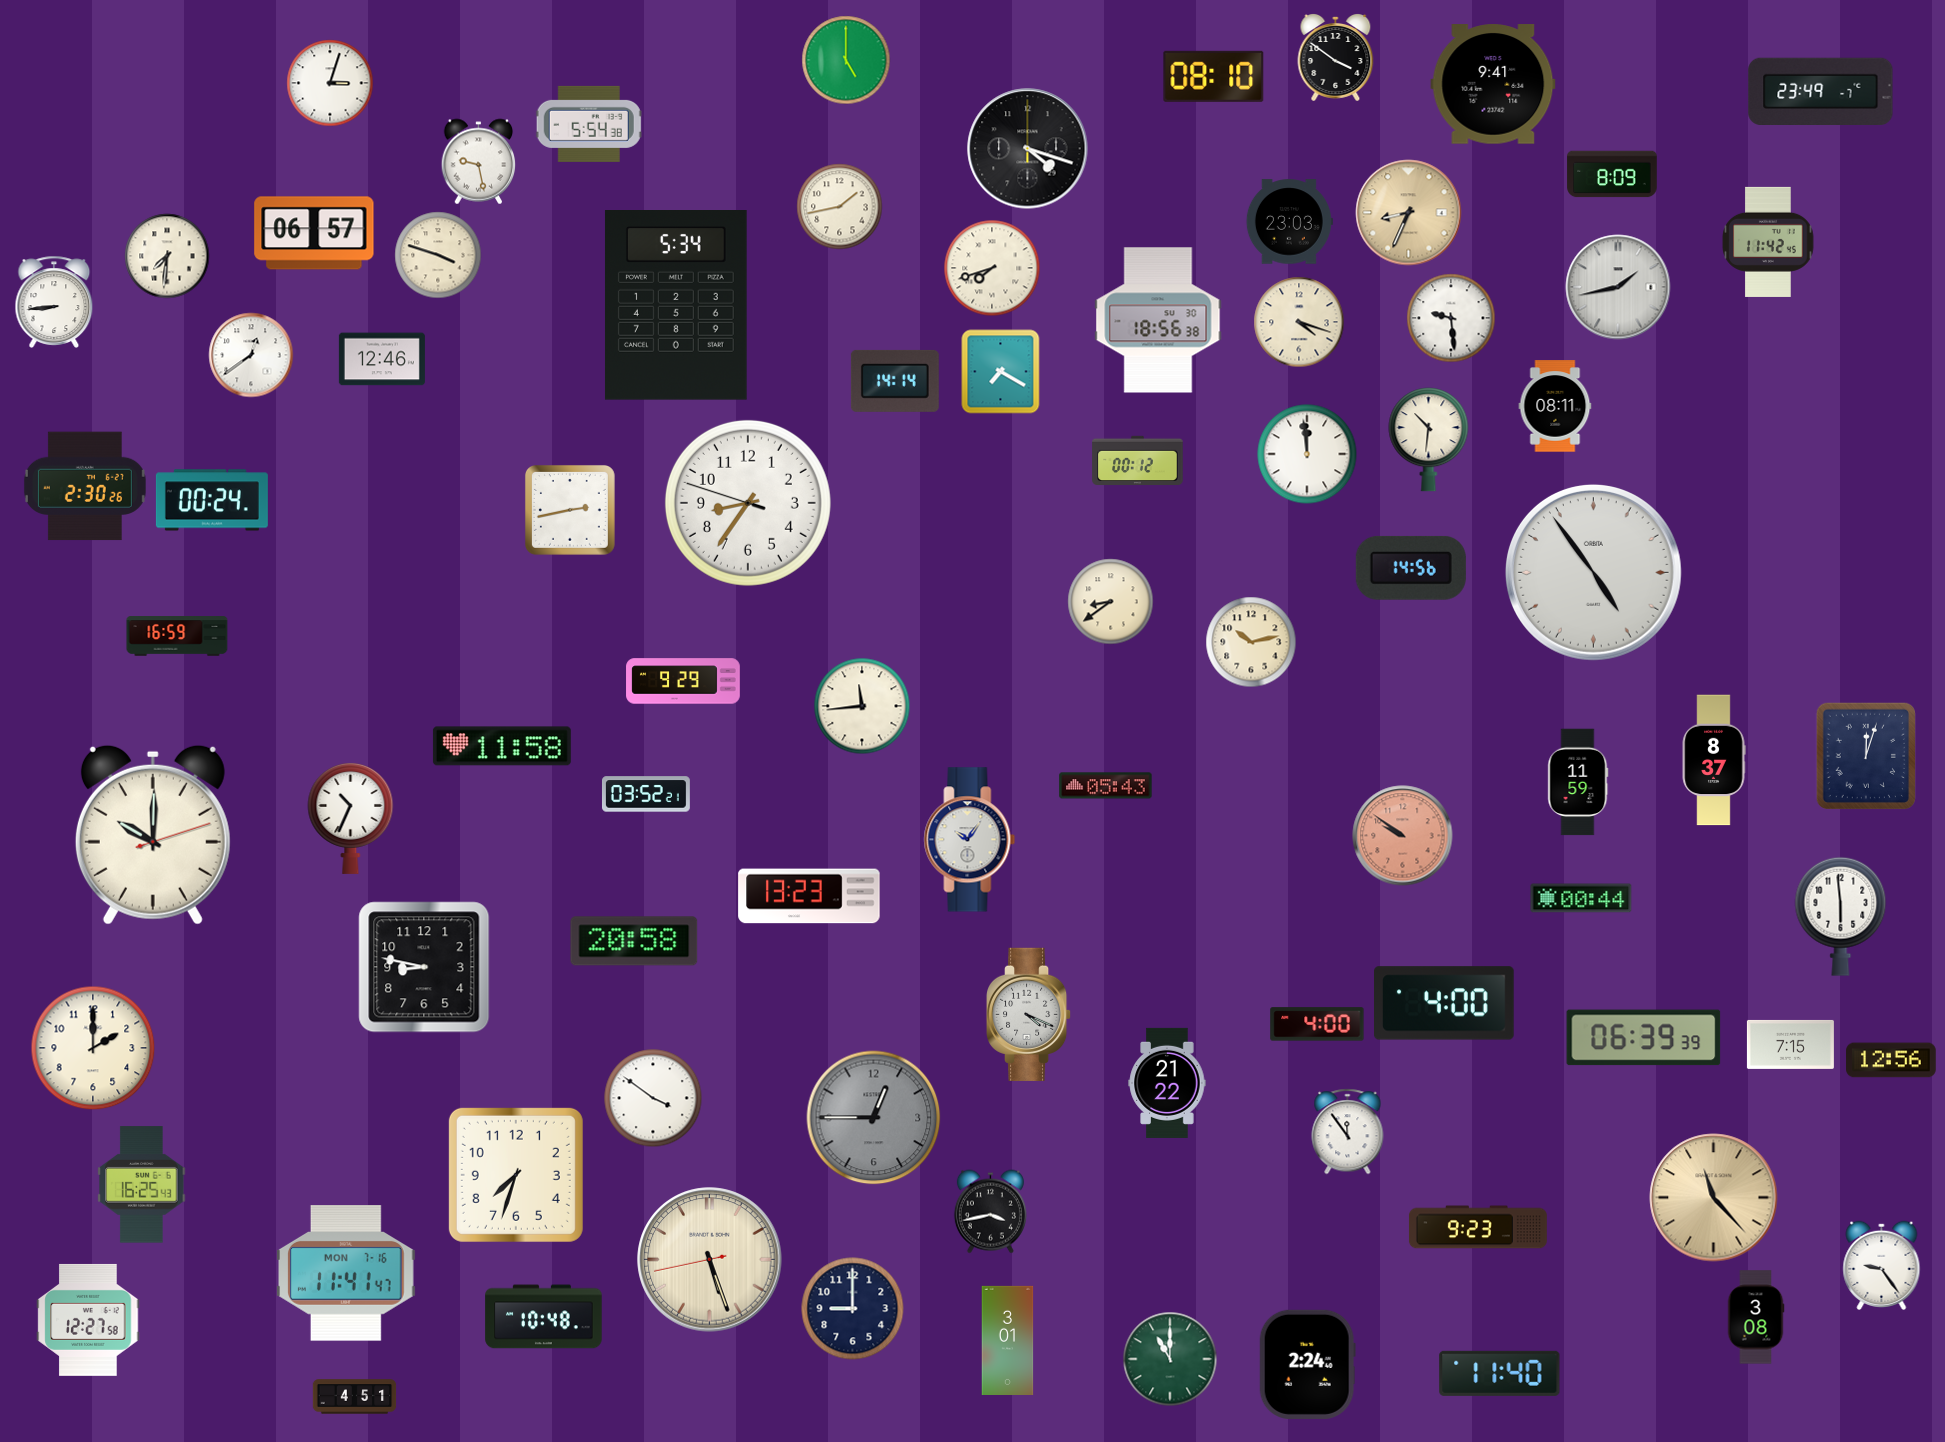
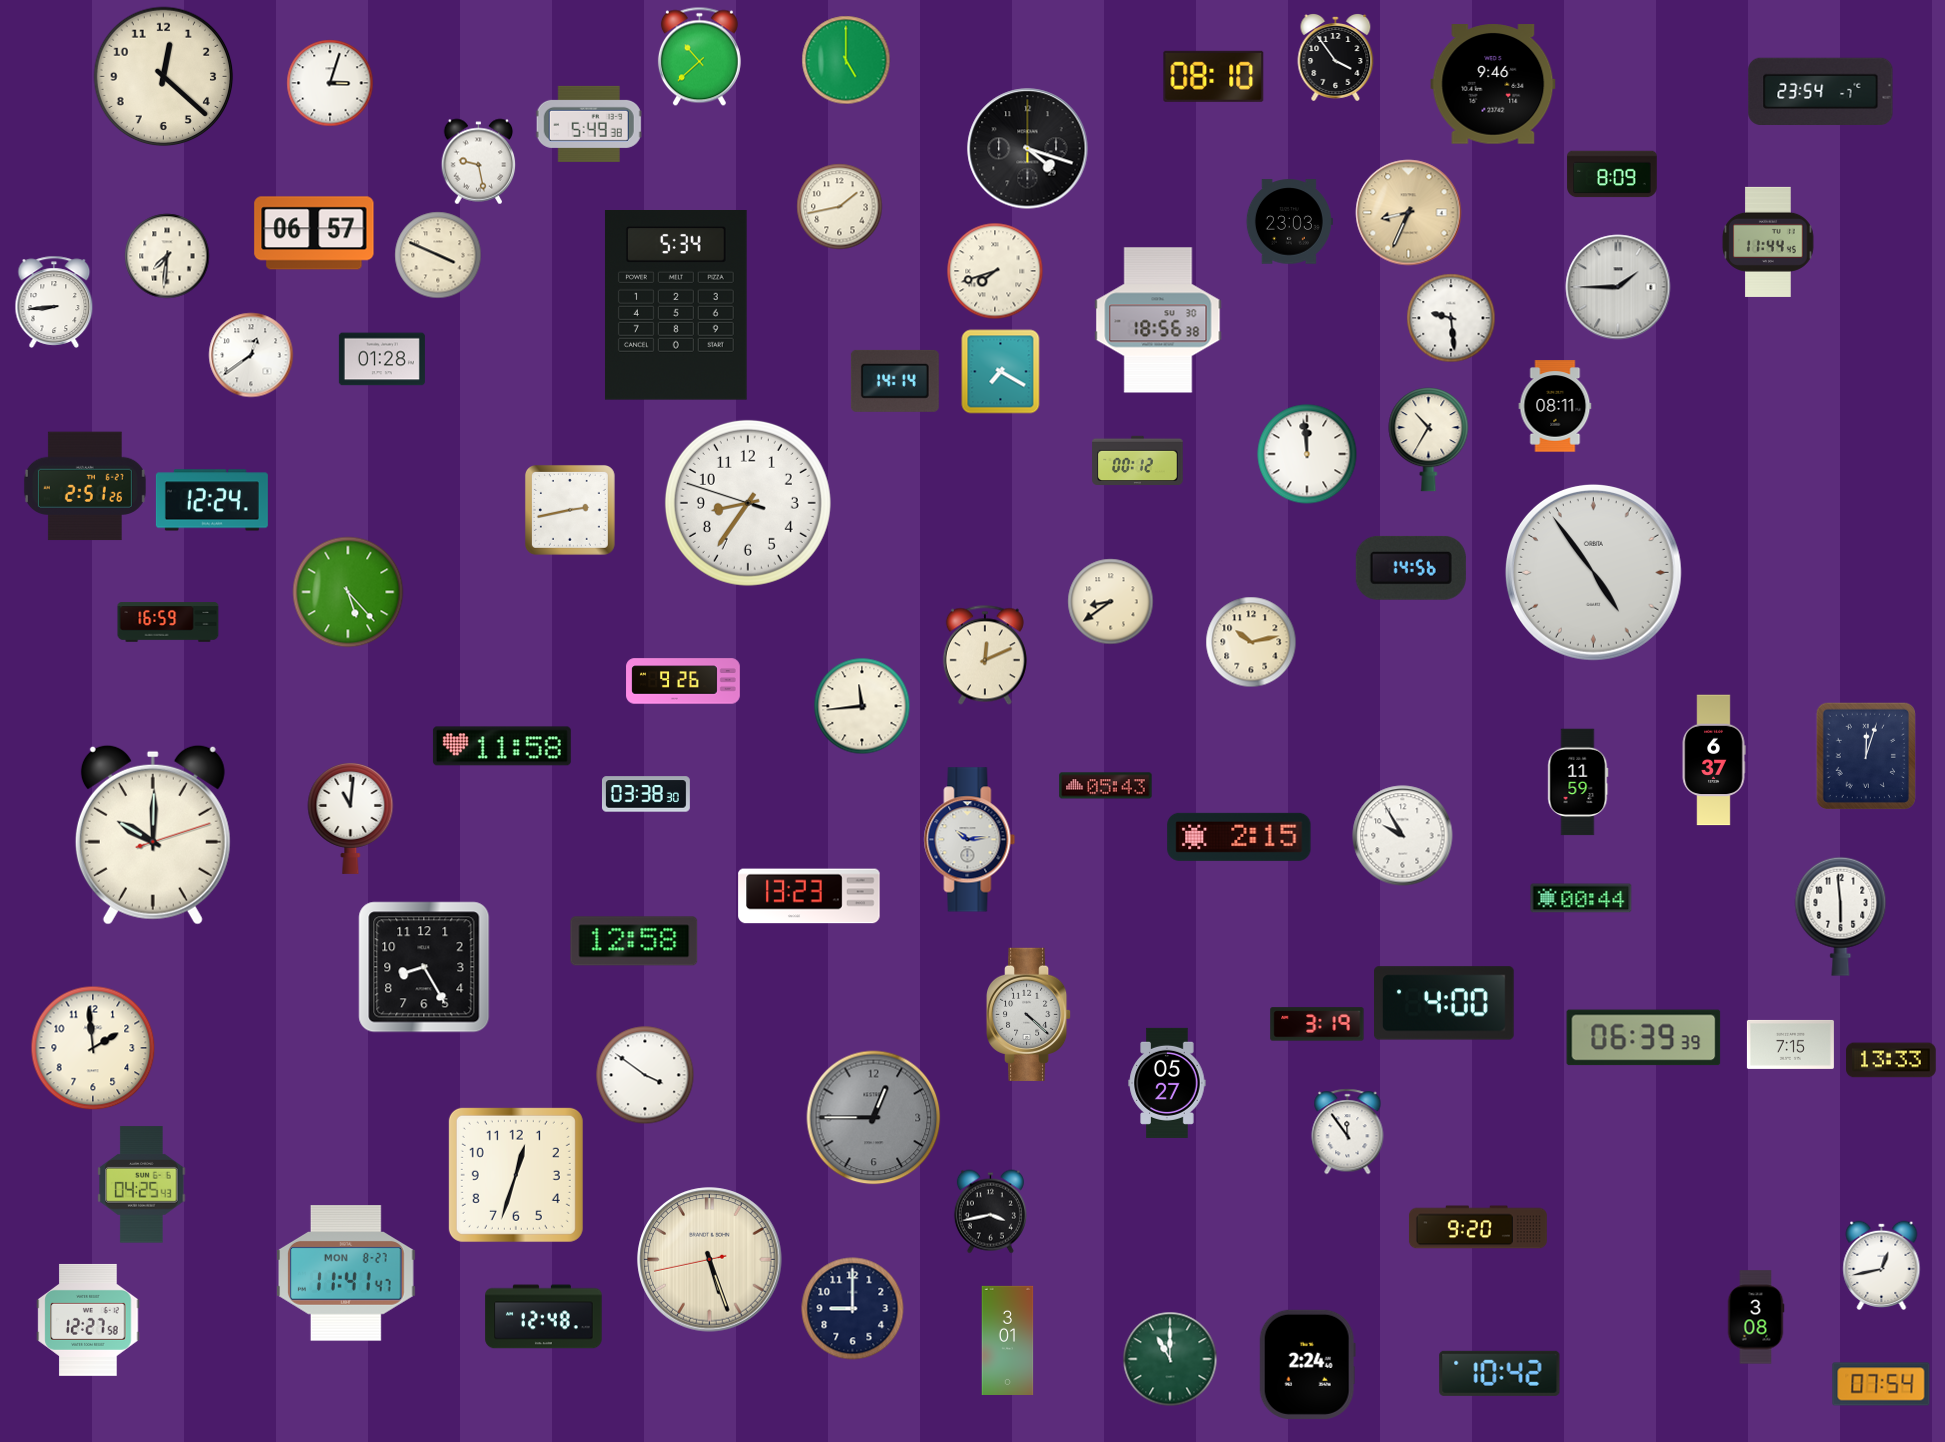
clock at (699, 57): none -> 10:38
clock at (1336, 58): 3:51 -> 3:54
clock at (164, 77): none -> 12:22
clock at (1493, 84): 9:41 -> 9:46
clock at (1821, 91): 23:49 -> 23:54
clock at (589, 124): 5:54 -> 5:49
clock at (1768, 242): 11:42 -> 11:44
clock at (438, 255): 3:48 -> 3:49
clock at (992, 268) position: (992, 268) -> (995, 271)
clock at (1618, 287): 1:43 -> 1:45
clock at (1299, 322): 4:18 -> none
clock at (382, 359): 12:46 -> 01:28
clock at (1429, 440): 10:31 -> 10:35
clock at (85, 486): 2:30 -> 2:51
clock at (212, 500): 00:24 -> 12:24
clock at (348, 592): none -> 5:23
clock at (177, 636) position: (177, 636) -> (168, 622)
clock at (985, 655): none -> 12:11
clock at (683, 681): 9:29 -> 9:26
clock at (1714, 760): 8:37 -> 6:37
clock at (646, 794): 03:52 -> 03:38
clock at (351, 818): 10:34 -> 11:01
clock at (1403, 836): 9:51 -> 9:55
clock at (1403, 836) dial: salmon -> white
clock at (1239, 837): none -> 2:15
clock at (970, 840): 10:06 -> 10:14
clock at (634, 941): 20:58 -> 12:58
clock at (424, 967): 8:47 -> 8:25
clock at (1029, 1014): 4:19 -> 4:22
clock at (1317, 1024): 4:00 -> 3:19
clock at (93, 1048): 2:00 -> 1:59
clock at (1891, 1060): 12:56 -> 13:33
clock at (1167, 1083): 21:22 -> 05:27
clock at (653, 1098) position: (653, 1098) -> (645, 1075)
clock at (516, 1175): 7:33 -> 12:33
clock at (142, 1185): 16:25 -> 04:25
clock at (1714, 1198): 11:23 -> none
clock at (1478, 1227): 9:23 -> 9:20
clock at (1882, 1265): 9:24 -> 12:43
clock at (347, 1273) date: MON 7-16 -> MON 8-27
clock at (544, 1317): 10:48 -> 12:48
clock at (1500, 1373): 11:40 -> 10:42
clock at (1881, 1384): none -> 07:54
clock at (355, 1397): 4:51 -> none
